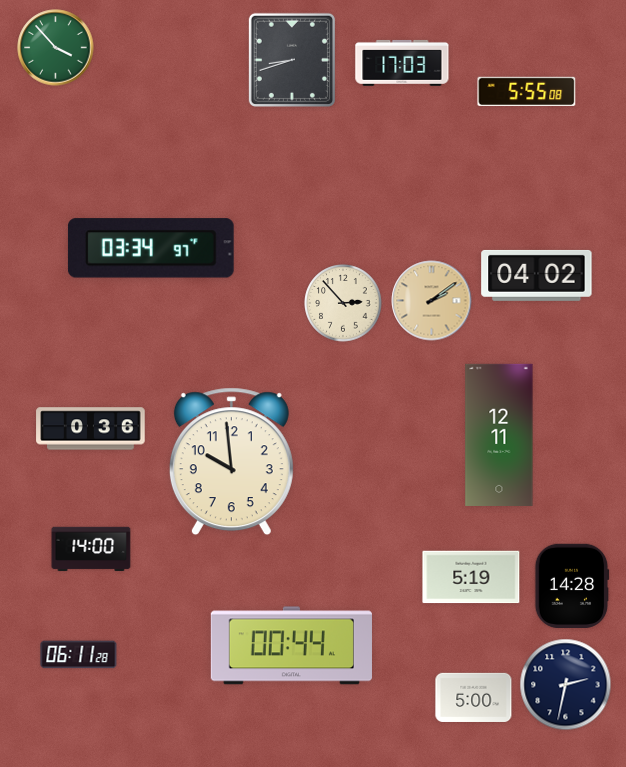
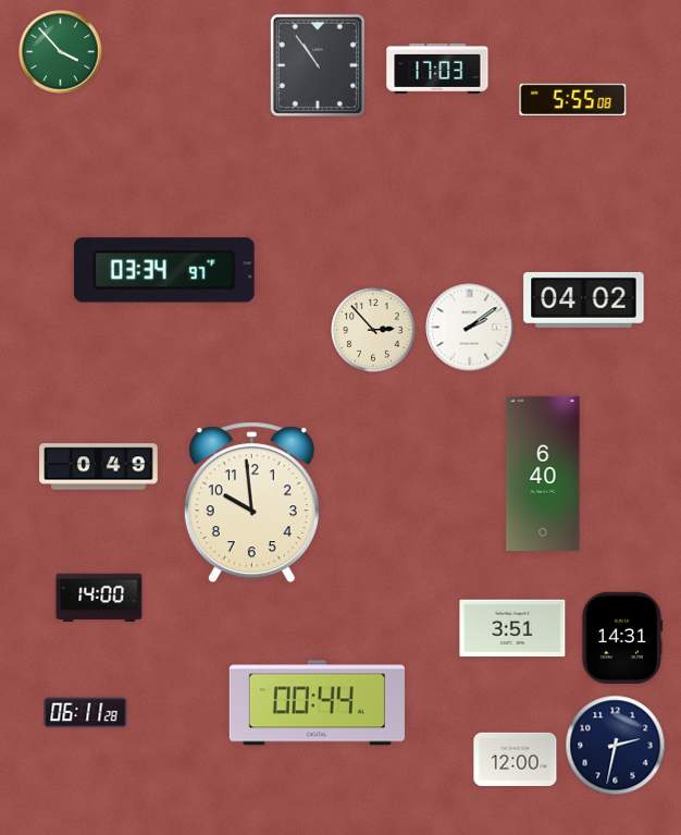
clock at (292, 60): 8:42 -> 10:54
clock at (432, 301) dial: champagne -> white
clock at (91, 429): 0:36 -> 0:49
clock at (499, 435): 12:11 -> 6:40
clock at (471, 577): 5:19 -> 3:51
clock at (572, 585): 14:28 -> 14:31
clock at (474, 697): 5:00 -> 12:00
